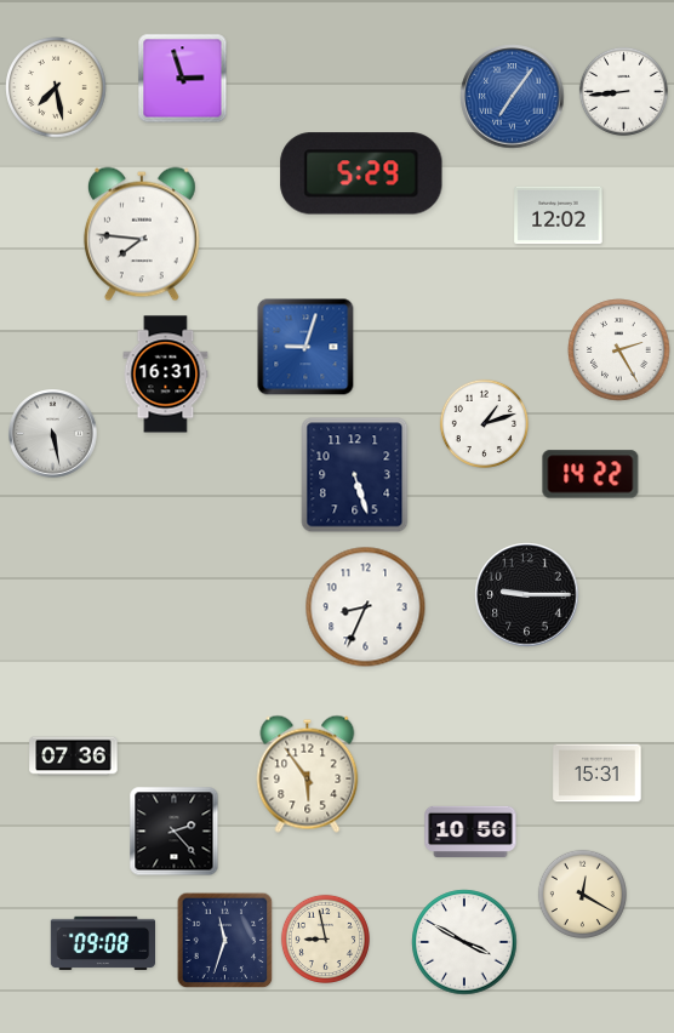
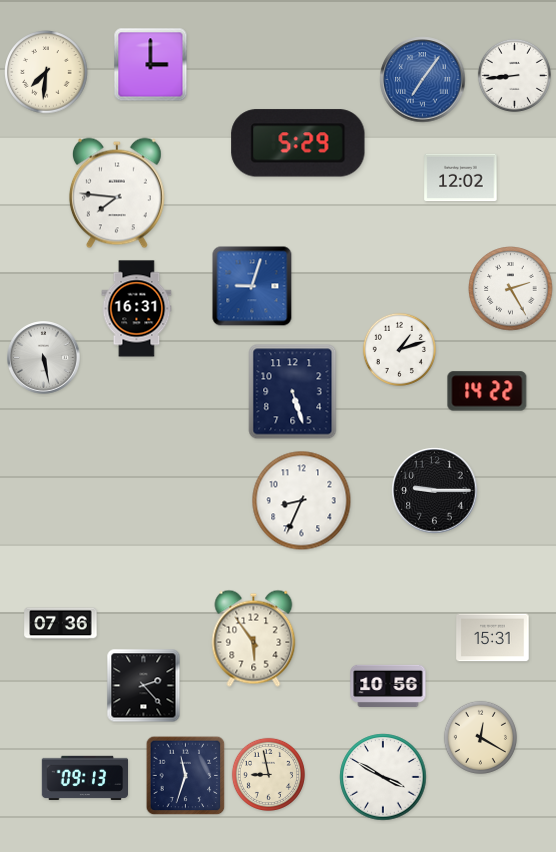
clock at (183, 79): 2:57 -> 3:00
clock at (56, 87): 7:28 -> 7:31
clock at (102, 942): 09:08 -> 09:13
